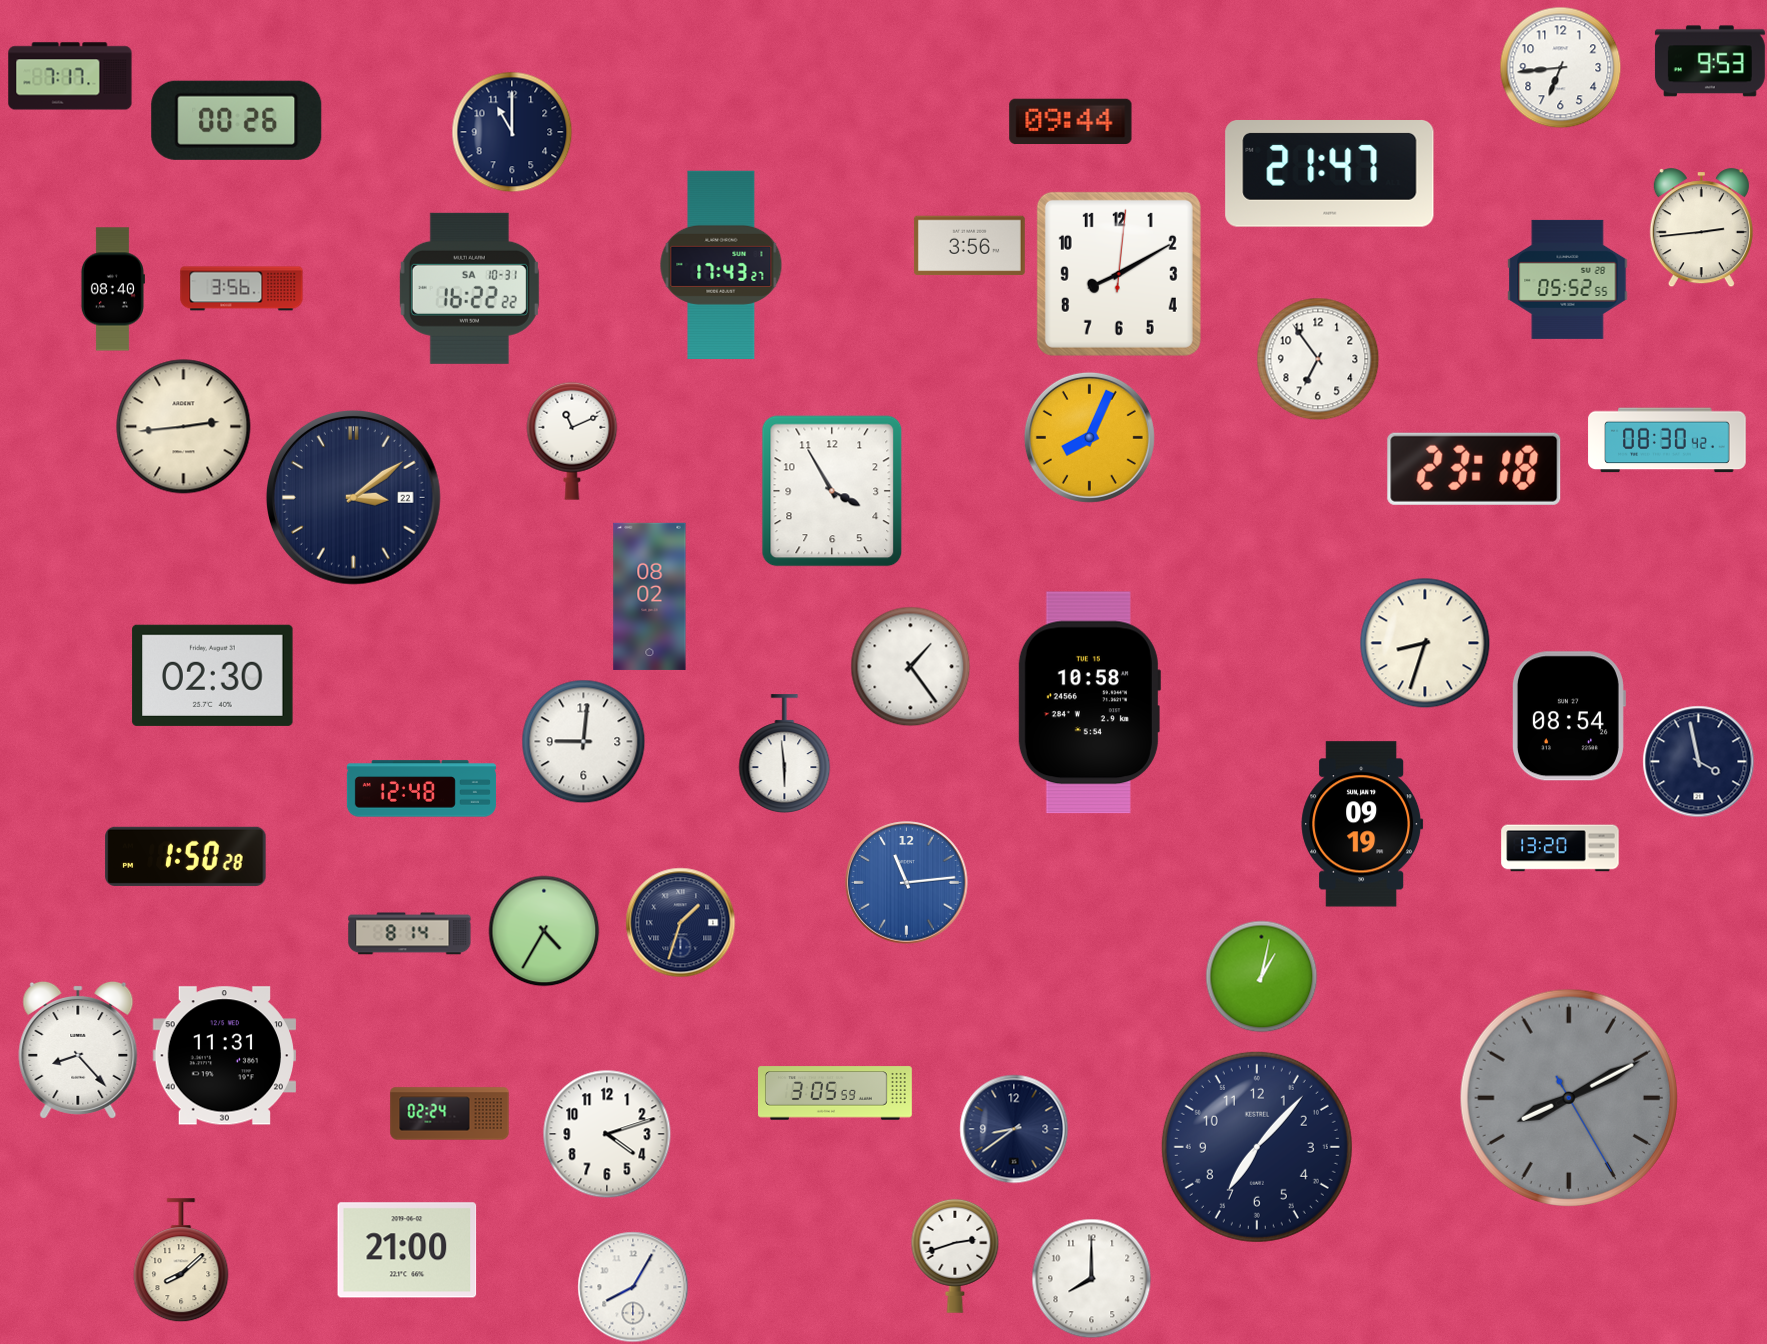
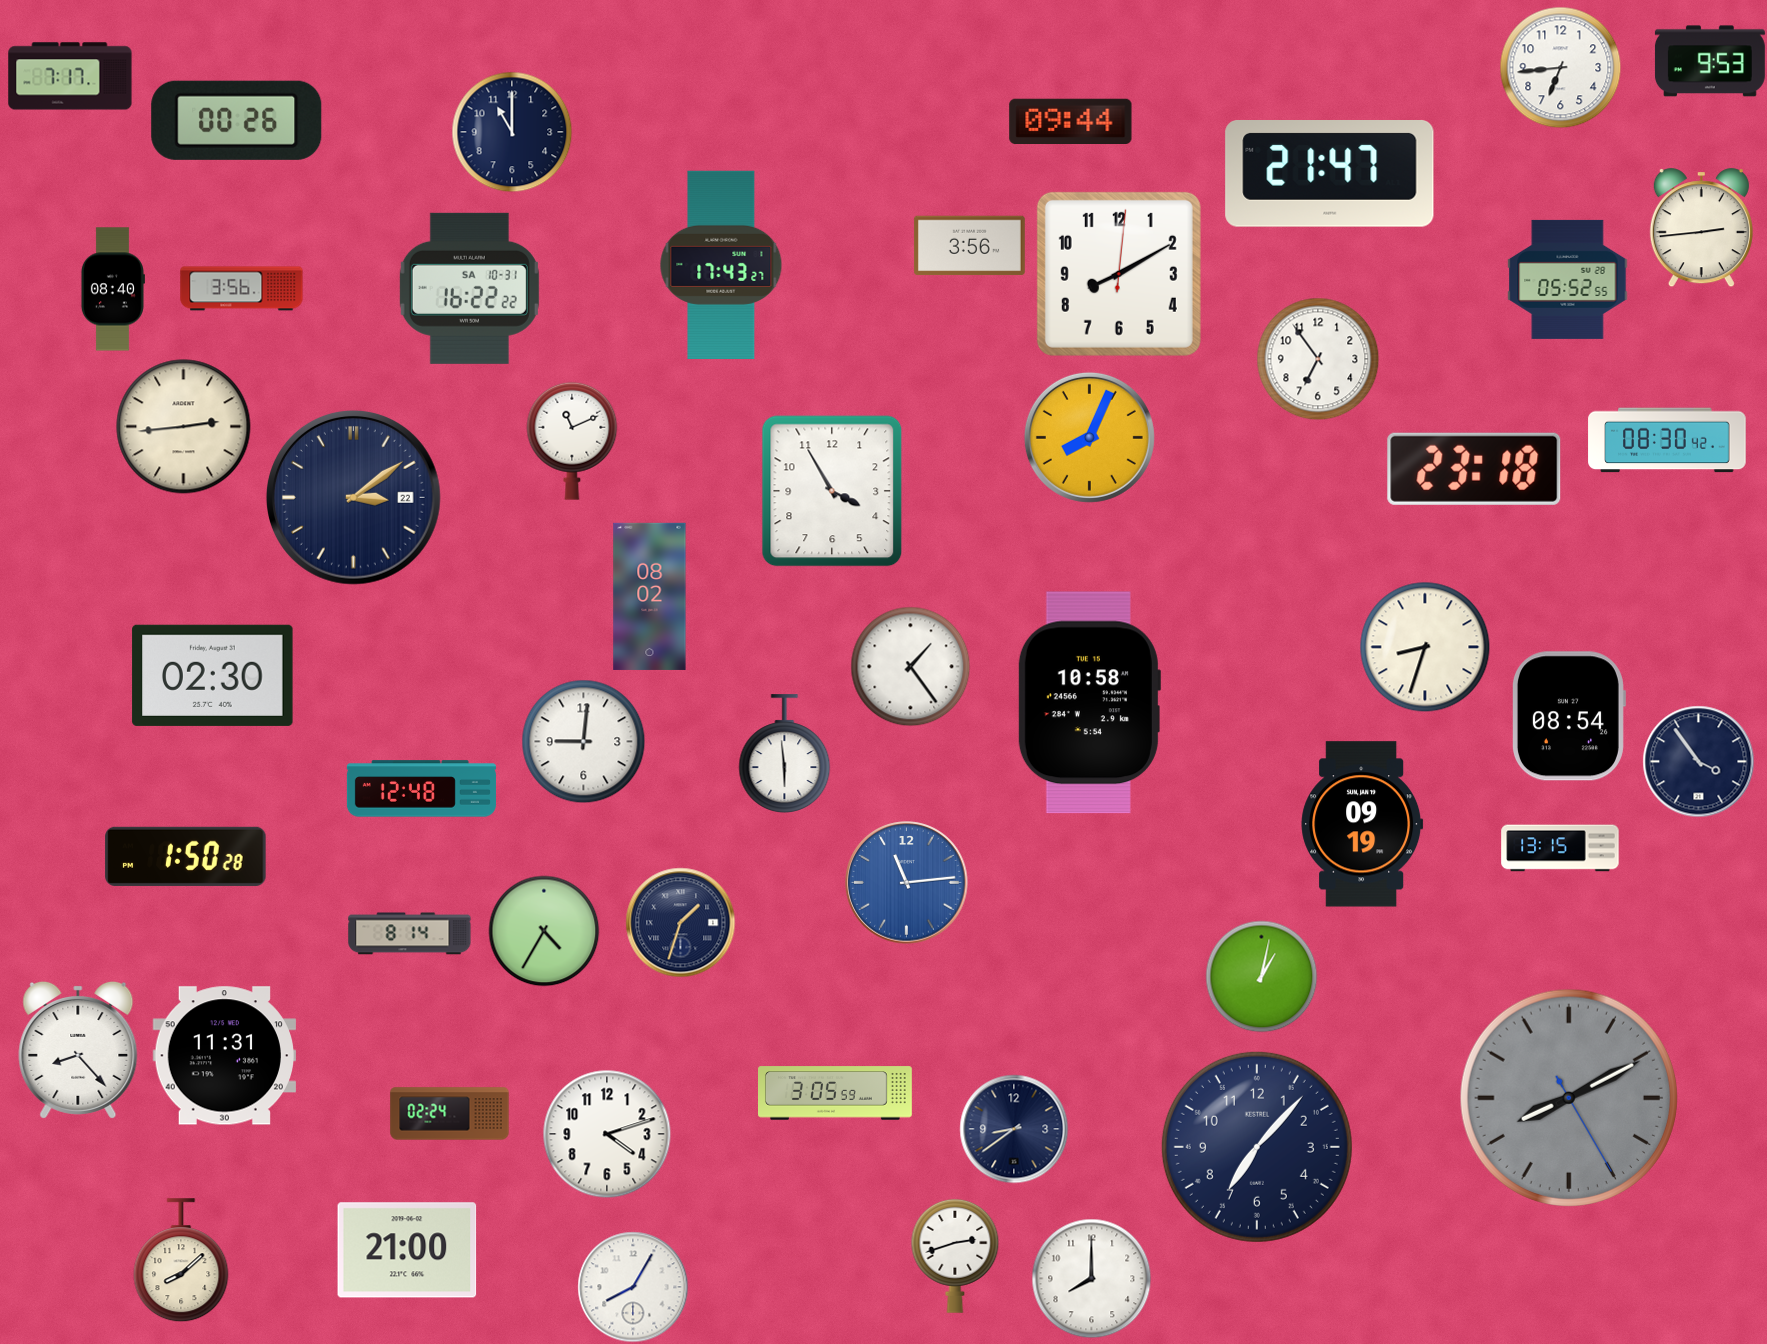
clock at (1425, 643) position: (1425, 643) -> (1425, 647)
clock at (1699, 762): 3:58 -> 3:54
clock at (1560, 848): 13:20 -> 13:15
